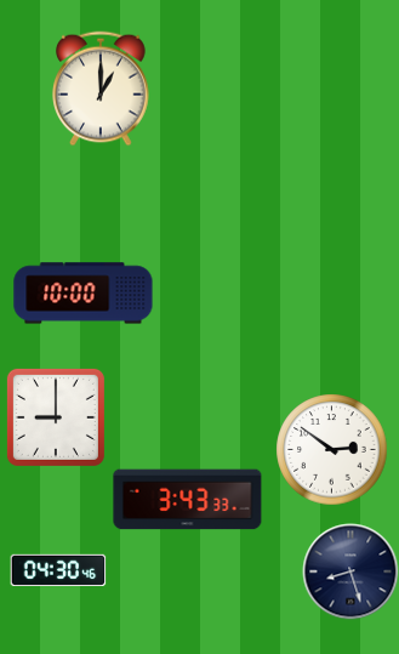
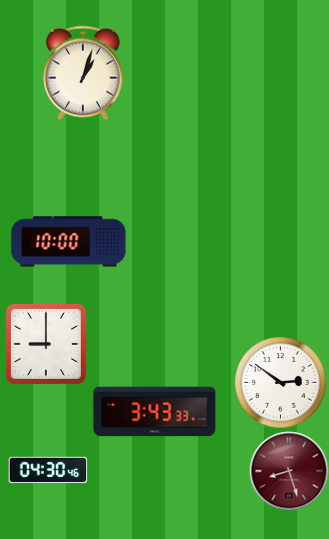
clock at (101, 89): 1:00 -> 1:03
clock at (331, 449) position: (331, 449) -> (280, 382)
clock at (350, 571) dial: navy -> burgundy
